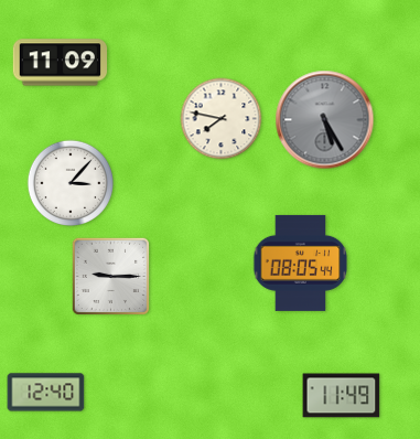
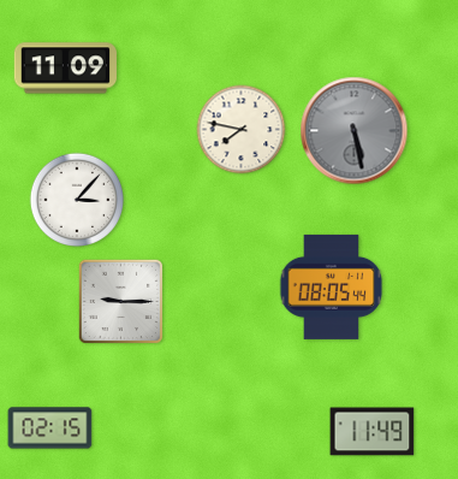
clock at (325, 120): 5:25 -> 5:28
clock at (301, 263) position: (301, 263) -> (332, 286)
clock at (46, 393): 12:40 -> 02:15
